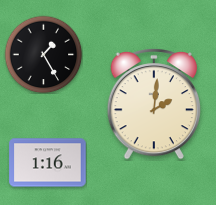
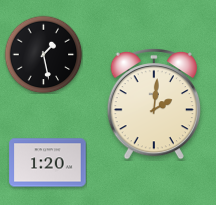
clock at (43, 54): 1:25 -> 1:28
clock at (48, 163): 1:16 -> 1:20
